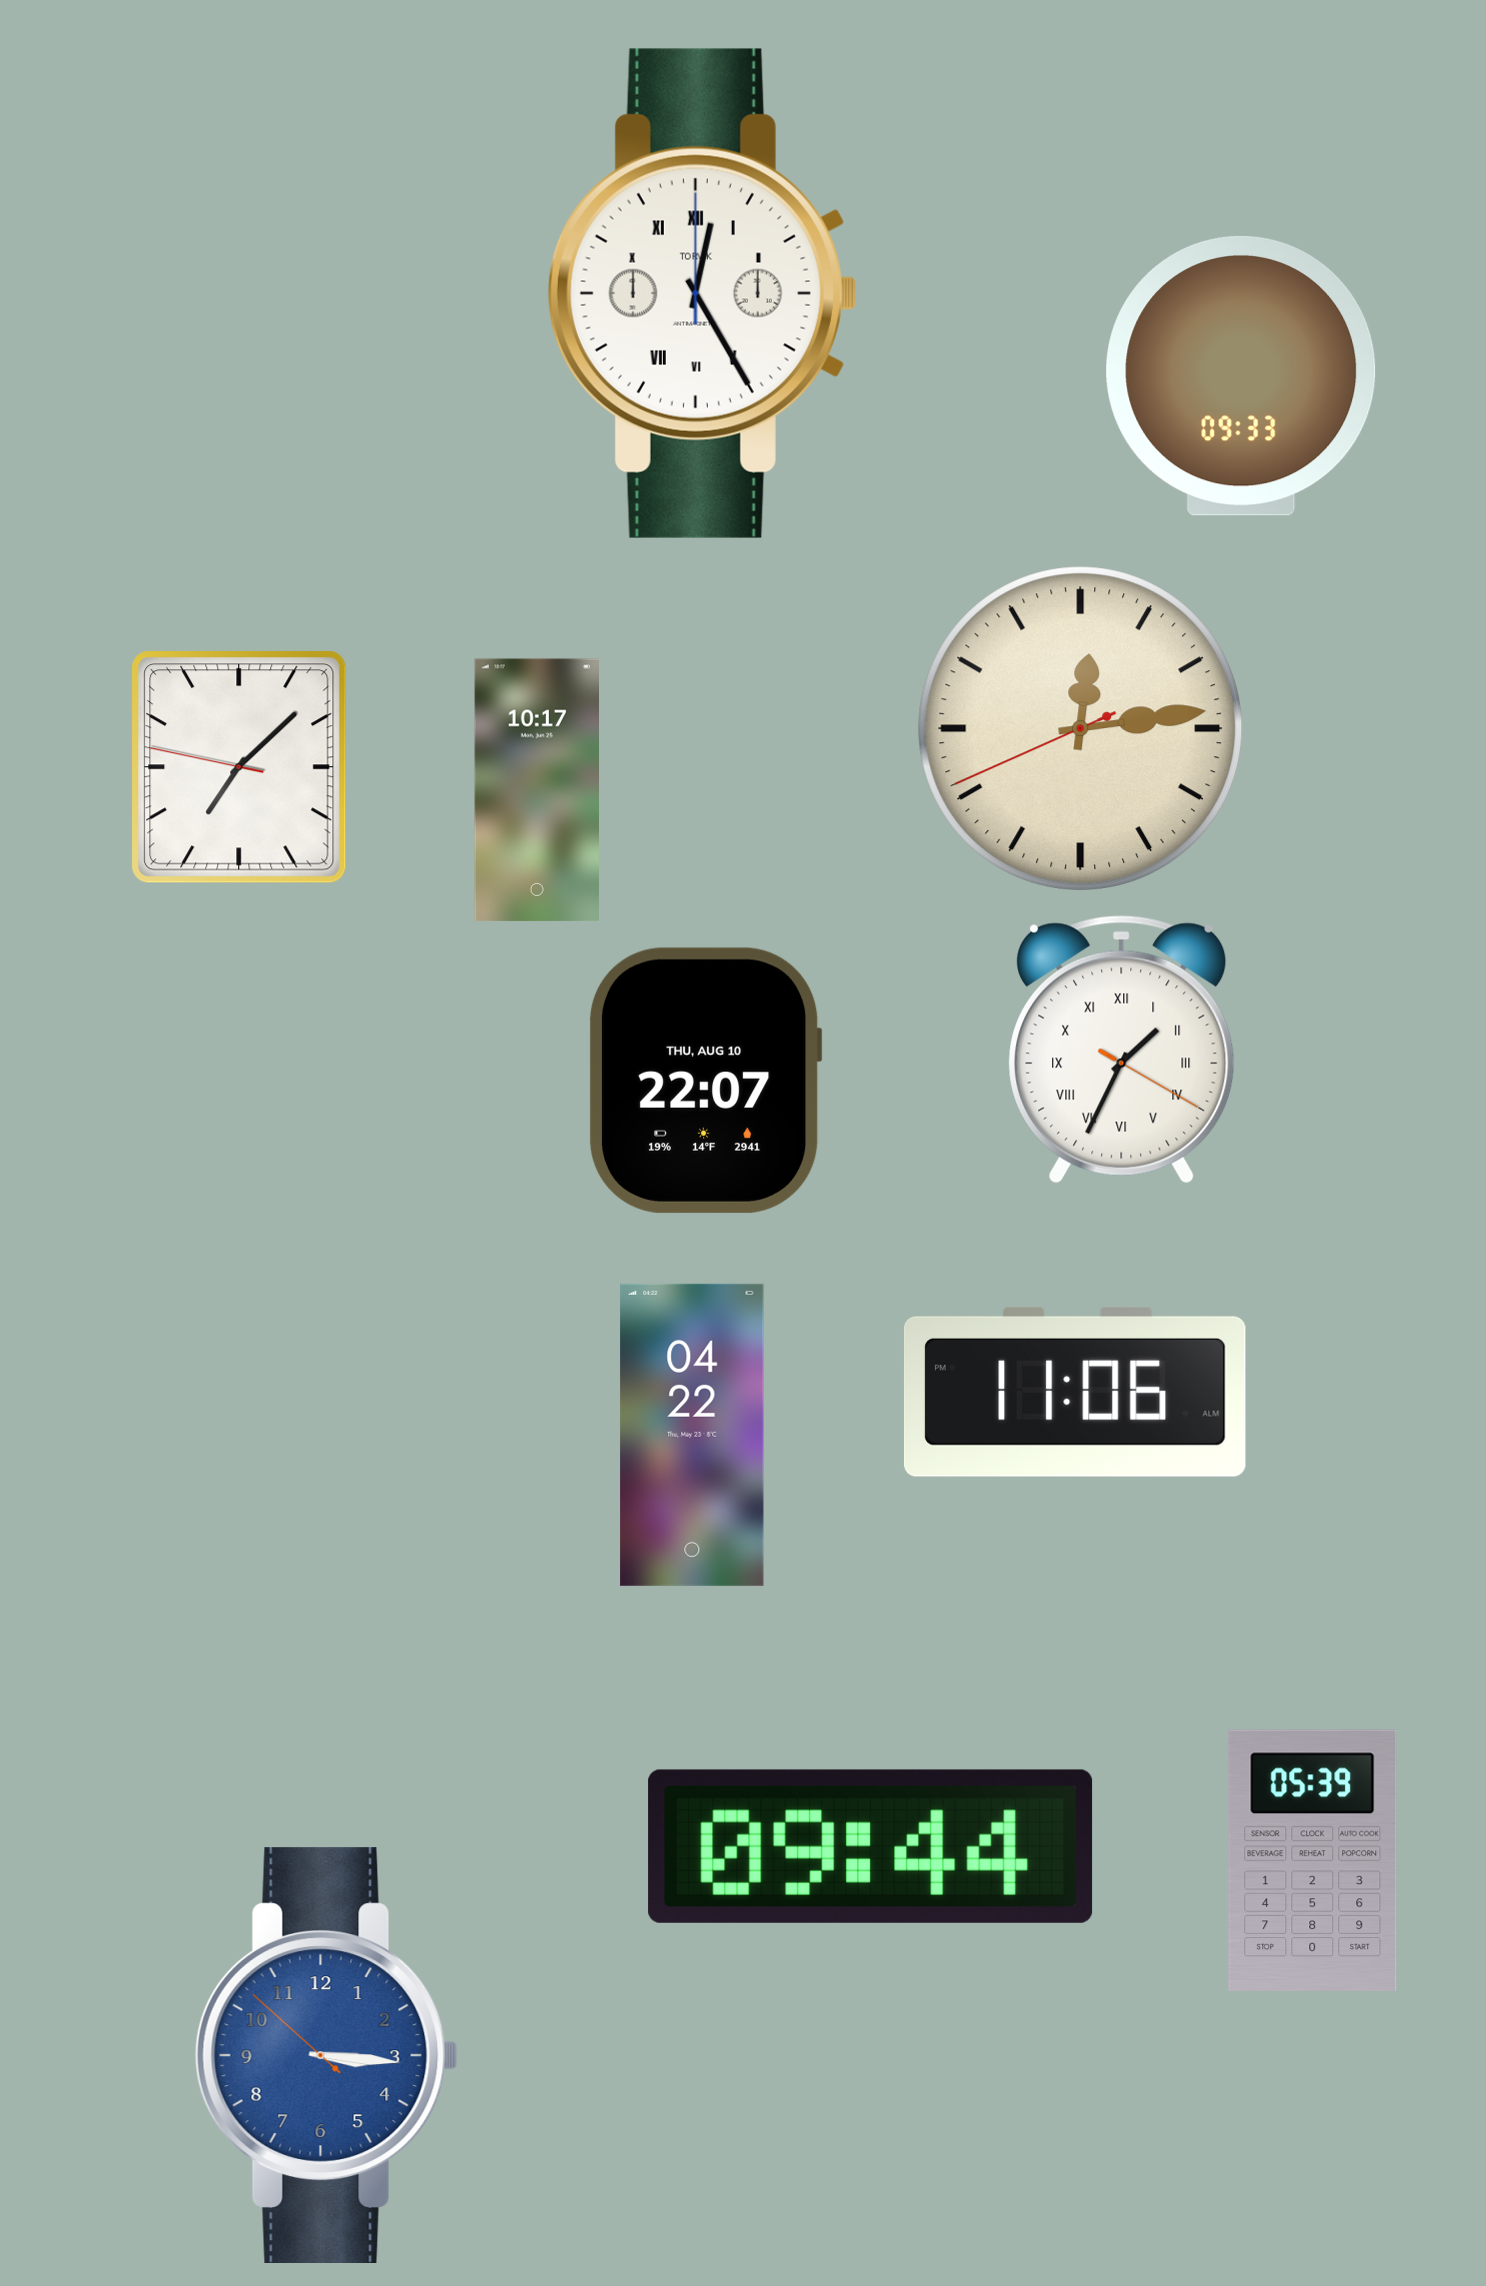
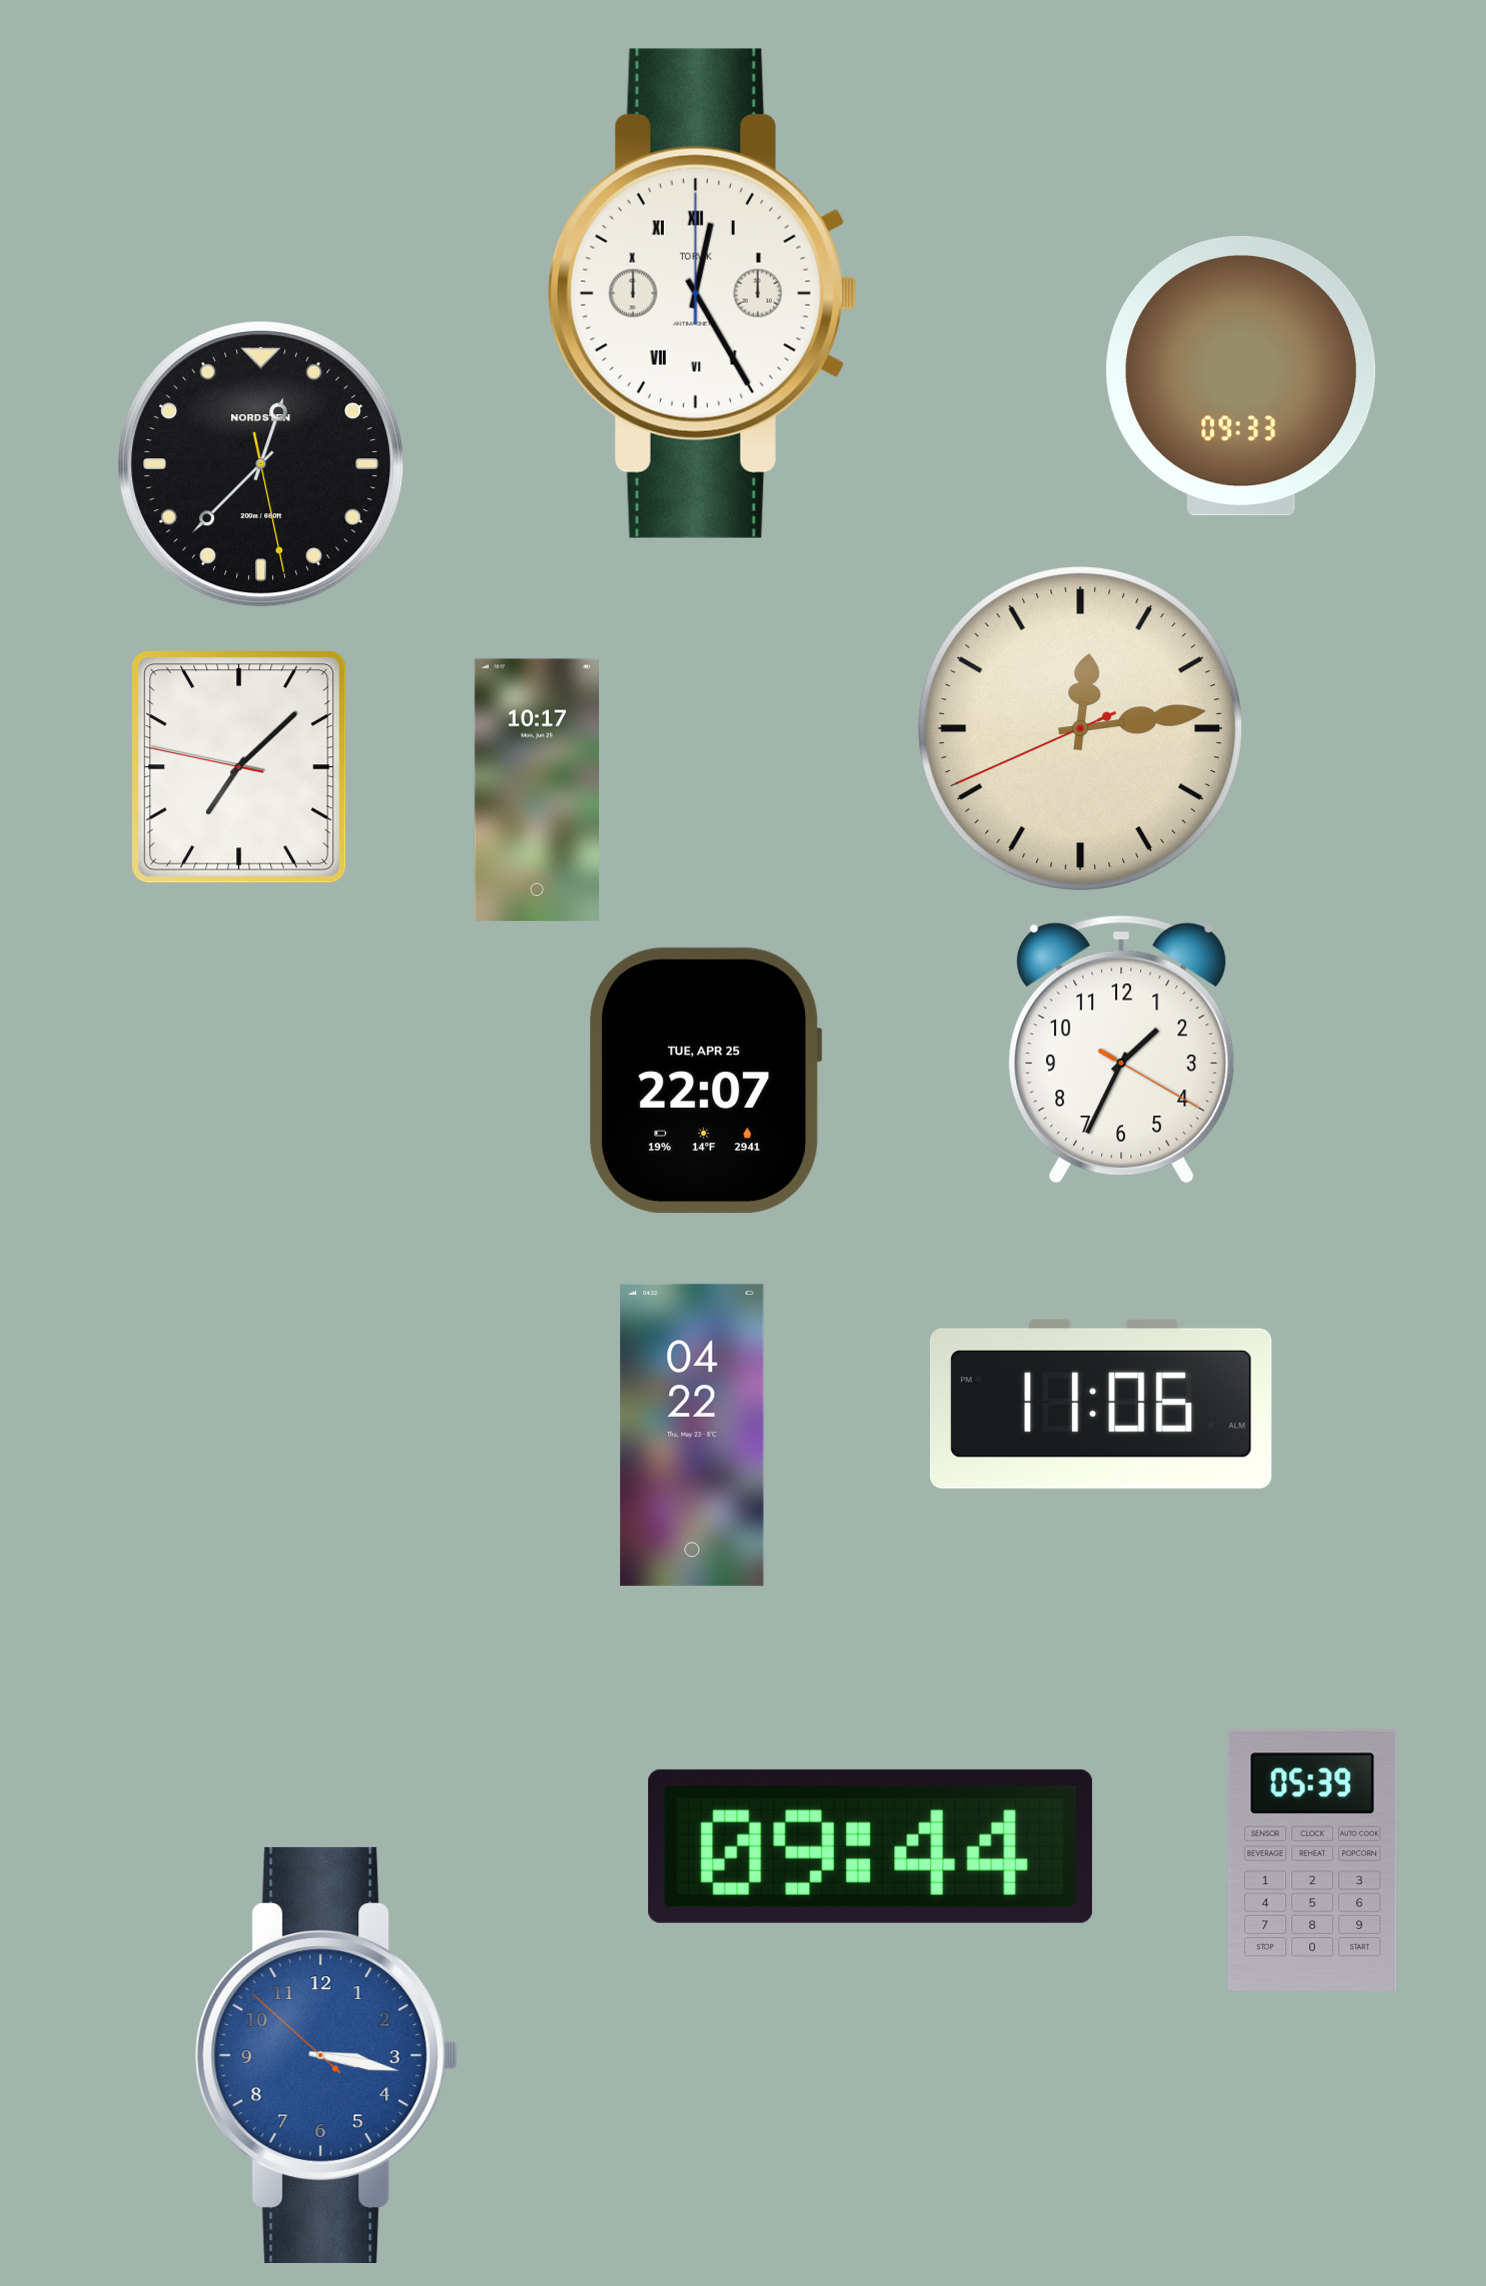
clock at (261, 464): none -> 12:37
clock at (1122, 1050) numerals: Roman -> Arabic
clock at (705, 1080) date: THU, AUG 10 -> TUE, APR 25
clock at (1075, 1392) position: (1075, 1392) -> (1101, 1404)
clock at (326, 2055): 3:15 -> 3:16
